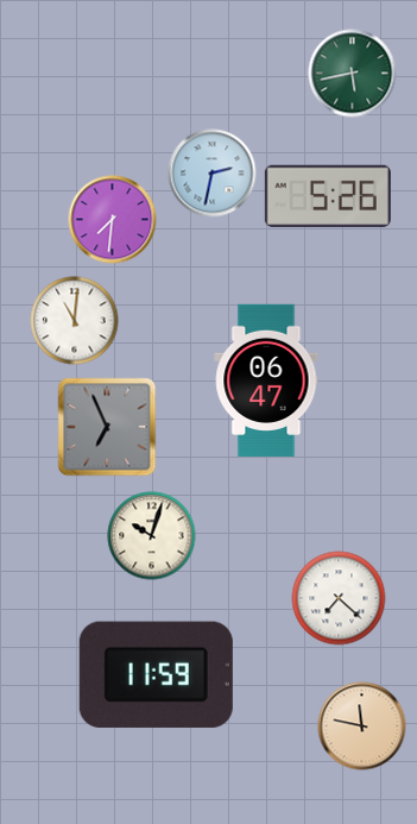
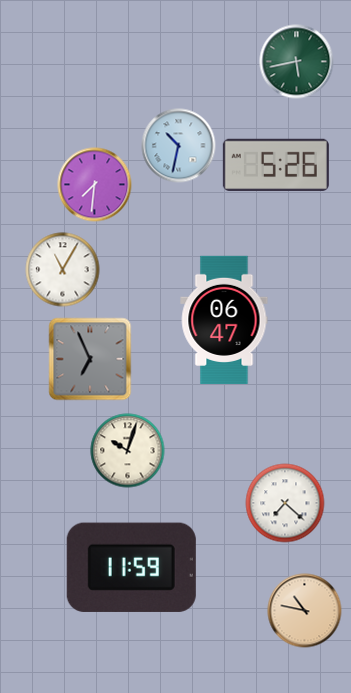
clock at (213, 174): 2:32 -> 10:32
clock at (75, 321): 11:01 -> 11:05
clock at (362, 726): 11:47 -> 10:47
